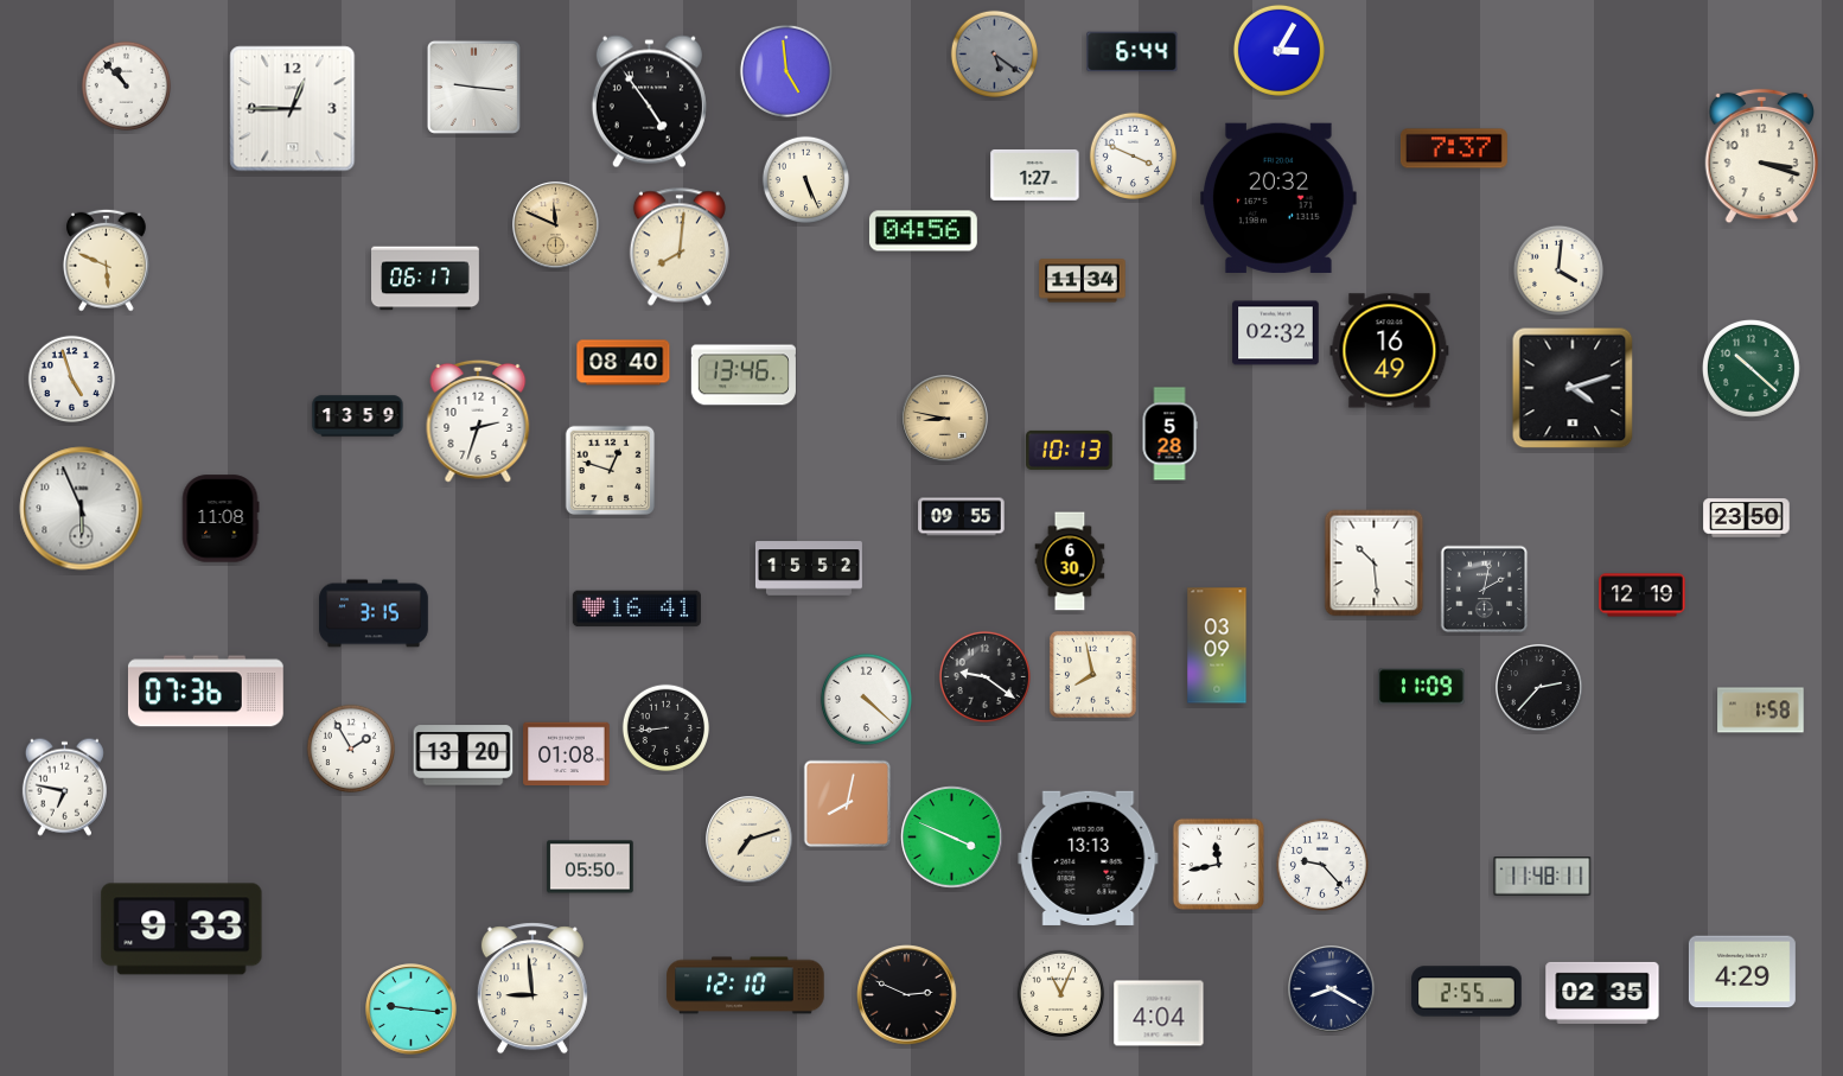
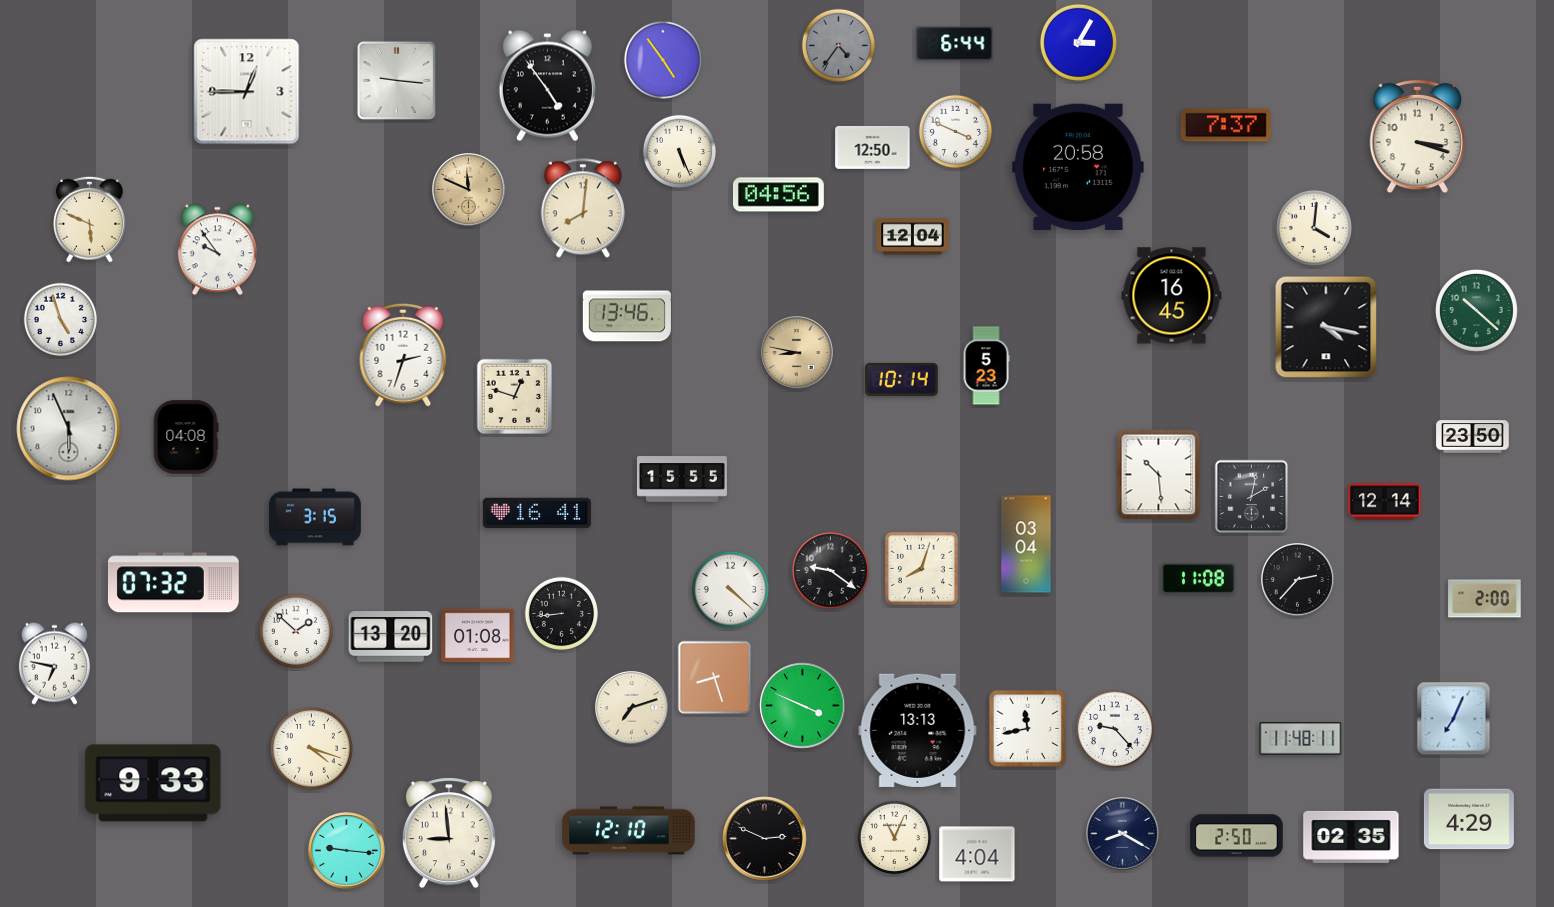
clock at (995, 55): 5:21 -> 4:36
clock at (786, 71): 4:59 -> 4:54
clock at (126, 85): 10:53 -> none
clock at (473, 87) position: (473, 87) -> (396, 80)
clock at (1762, 157) position: (1762, 157) -> (1418, 137)
clock at (1035, 176): 1:27 -> 12:50
clock at (1278, 198): 20:32 -> 20:58
clock at (680, 247) position: (680, 247) -> (583, 208)
clock at (426, 279): 06:17 -> none
clock at (1083, 281): 11:34 -> 12:04
clock at (217, 250): none -> 9:54
clock at (1276, 333): 02:32 -> none
clock at (1390, 351): 16:49 -> 16:45
clock at (624, 363): 08:40 -> none
clock at (1573, 388): 4:12 -> 4:17
clock at (358, 416): 13:59 -> none
clock at (1169, 434): 5:28 -> 5:23
clock at (1070, 450): 10:13 -> 10:14
clock at (962, 517): 09:55 -> none
clock at (221, 518): 11:08 -> 04:08
clock at (1070, 561): 6:30 -> none
clock at (809, 568): 15:52 -> 15:55
clock at (1643, 596): 12:19 -> 12:14
clock at (1217, 645): 03:09 -> 03:04
clock at (1092, 674): 7:58 -> 8:03
clock at (1422, 687): 11:09 -> 11:08
clock at (205, 692): 07:36 -> 07:32
clock at (1761, 711): 1:58 -> 2:00
clock at (350, 747): 1:55 -> 1:52
clock at (848, 804): 8:02 -> 8:27
clock at (1454, 719): none -> 7:04
clock at (1089, 858) position: (1089, 858) -> (918, 730)
clock at (591, 867): 05:50 -> none
clock at (312, 749): none -> 4:18
clock at (1467, 992): 2:55 -> 2:50
